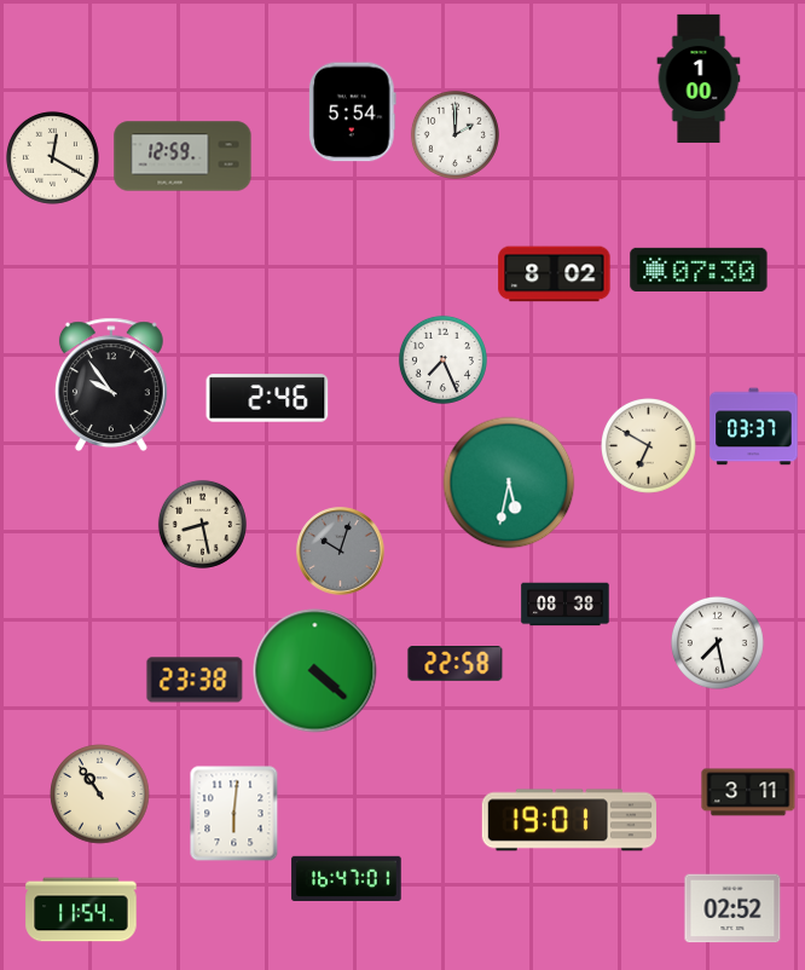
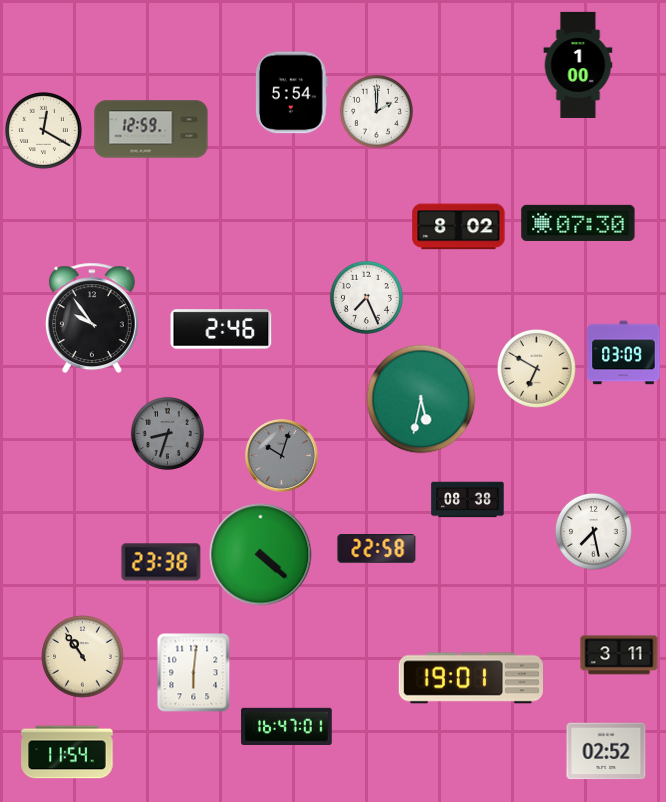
clock at (754, 427): 03:37 -> 03:09
clock at (202, 524): 8:28 -> 8:33
clock at (202, 524) dial: cream -> grey
